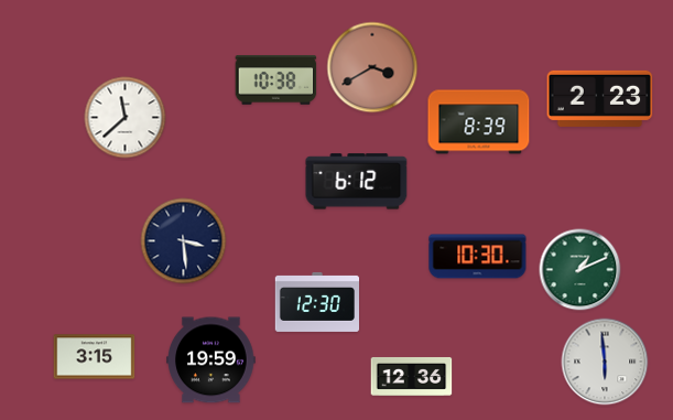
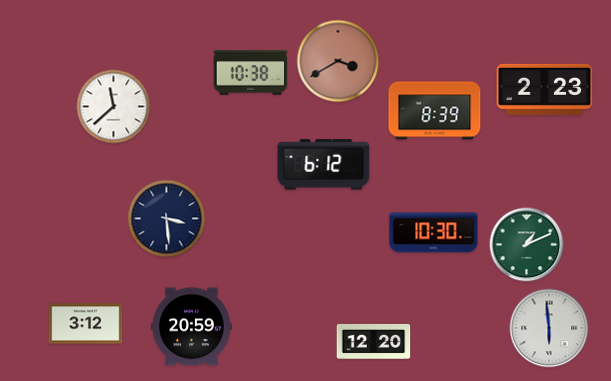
clock at (316, 302): 12:30 -> none
clock at (95, 357): 3:15 -> 3:12
clock at (211, 360): 19:59 -> 20:59
clock at (412, 376): 12:36 -> 12:20
